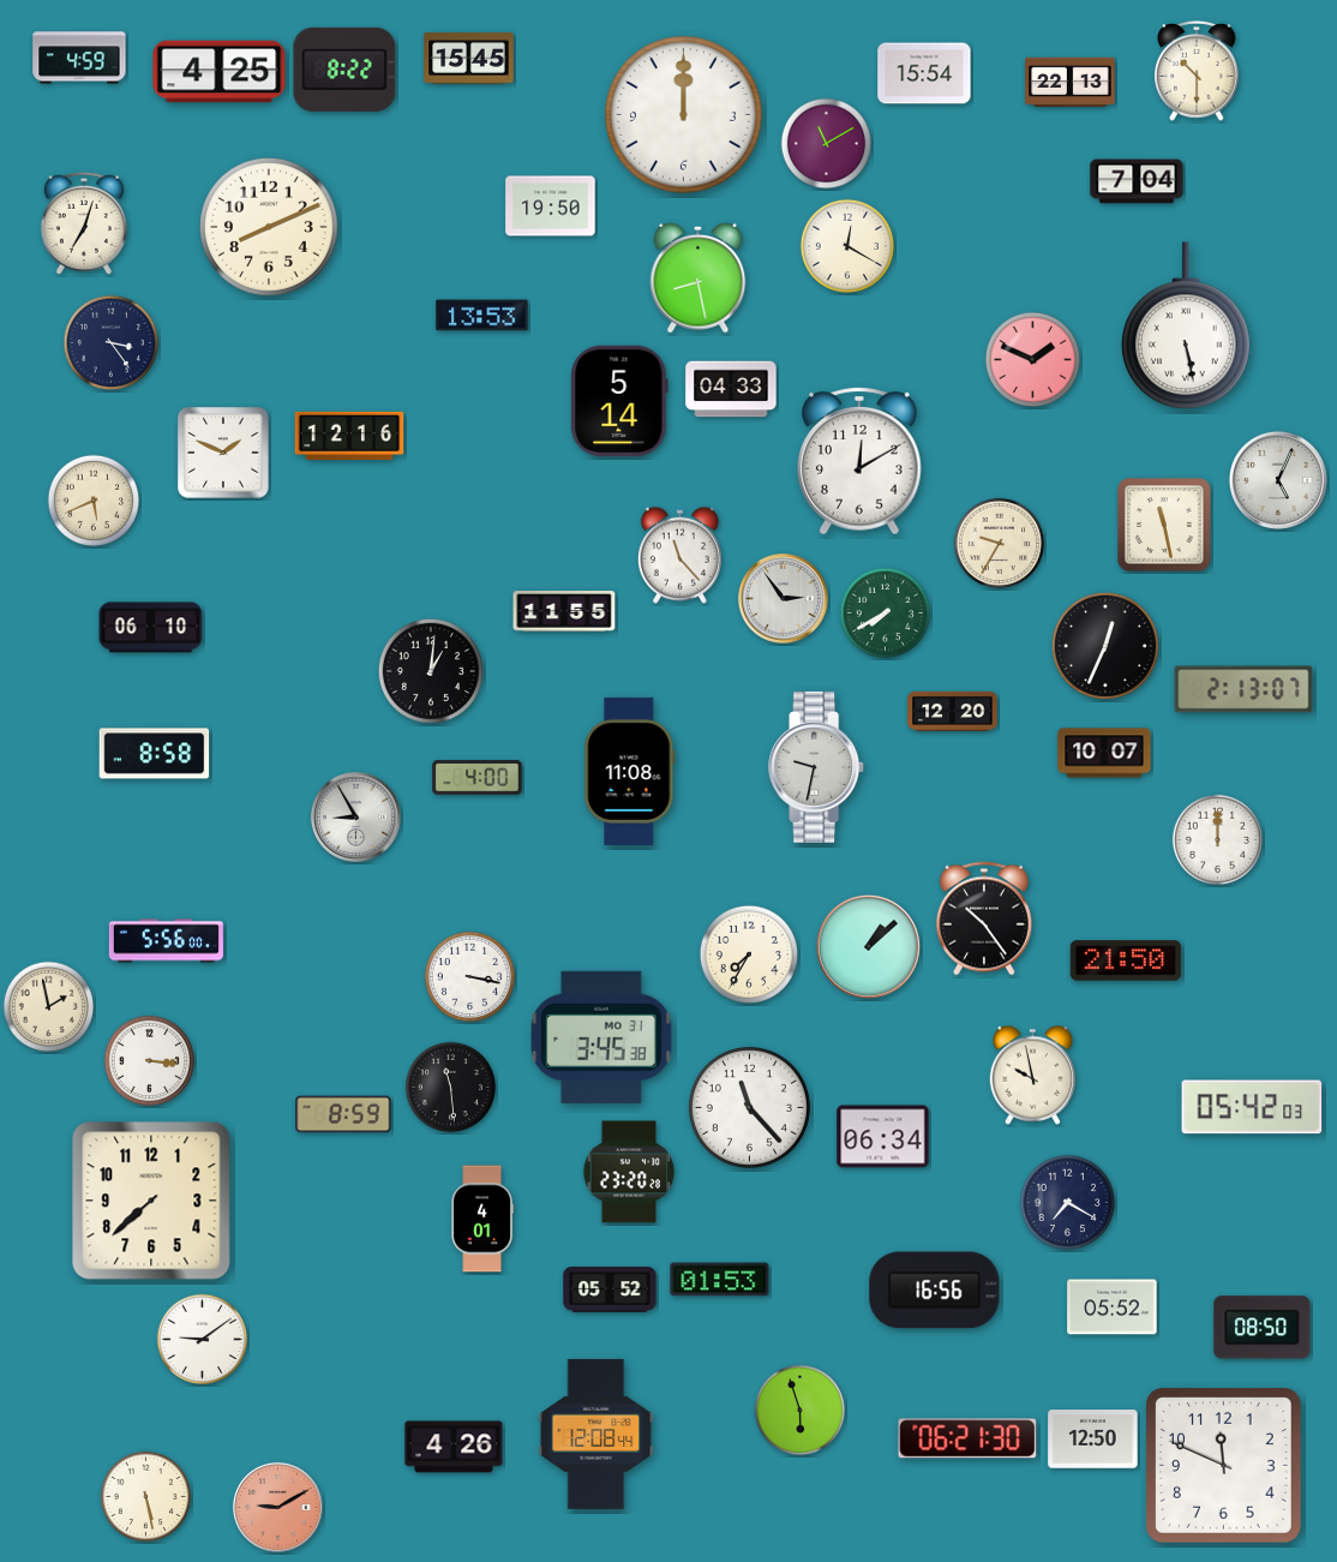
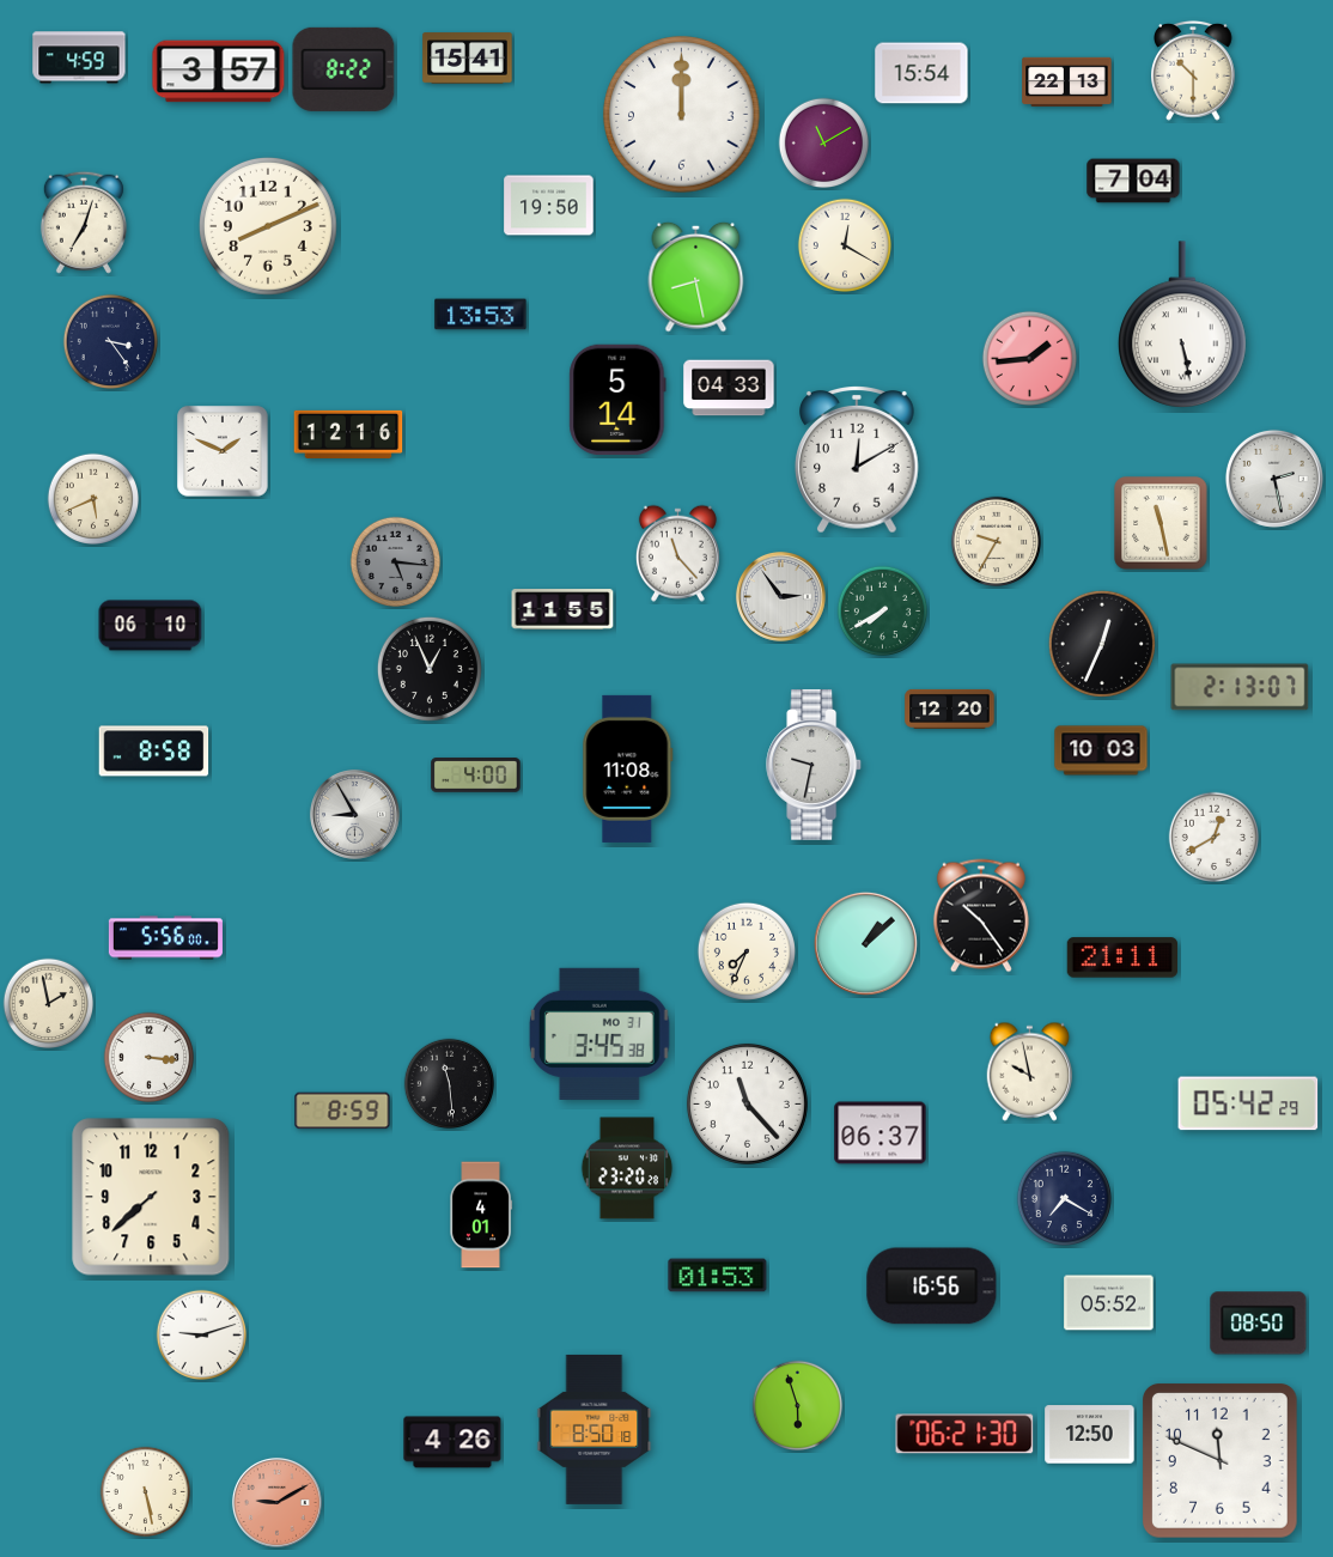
clock at (469, 59): 15:45 -> 15:41
clock at (220, 72): 4:25 -> 3:57
clock at (1032, 359): 1:49 -> 1:44
clock at (1278, 480): 5:04 -> 2:28
clock at (396, 562): none -> 5:16
clock at (431, 671): 1:01 -> 12:56
clock at (1104, 753): 10:07 -> 10:03
clock at (1218, 840): 12:00 -> 12:40
clock at (749, 954): 7:35 -> 7:34
clock at (1126, 960): 21:50 -> 21:11
clock at (470, 977): 3:17 -> none
clock at (1252, 1107): 05:42:03 -> 05:42:29
clock at (883, 1137): 06:34 -> 06:37
clock at (610, 1289): 05:52 -> none
clock at (203, 1340): 9:09 -> 9:12
clock at (596, 1434): 12:08 -> 8:50
